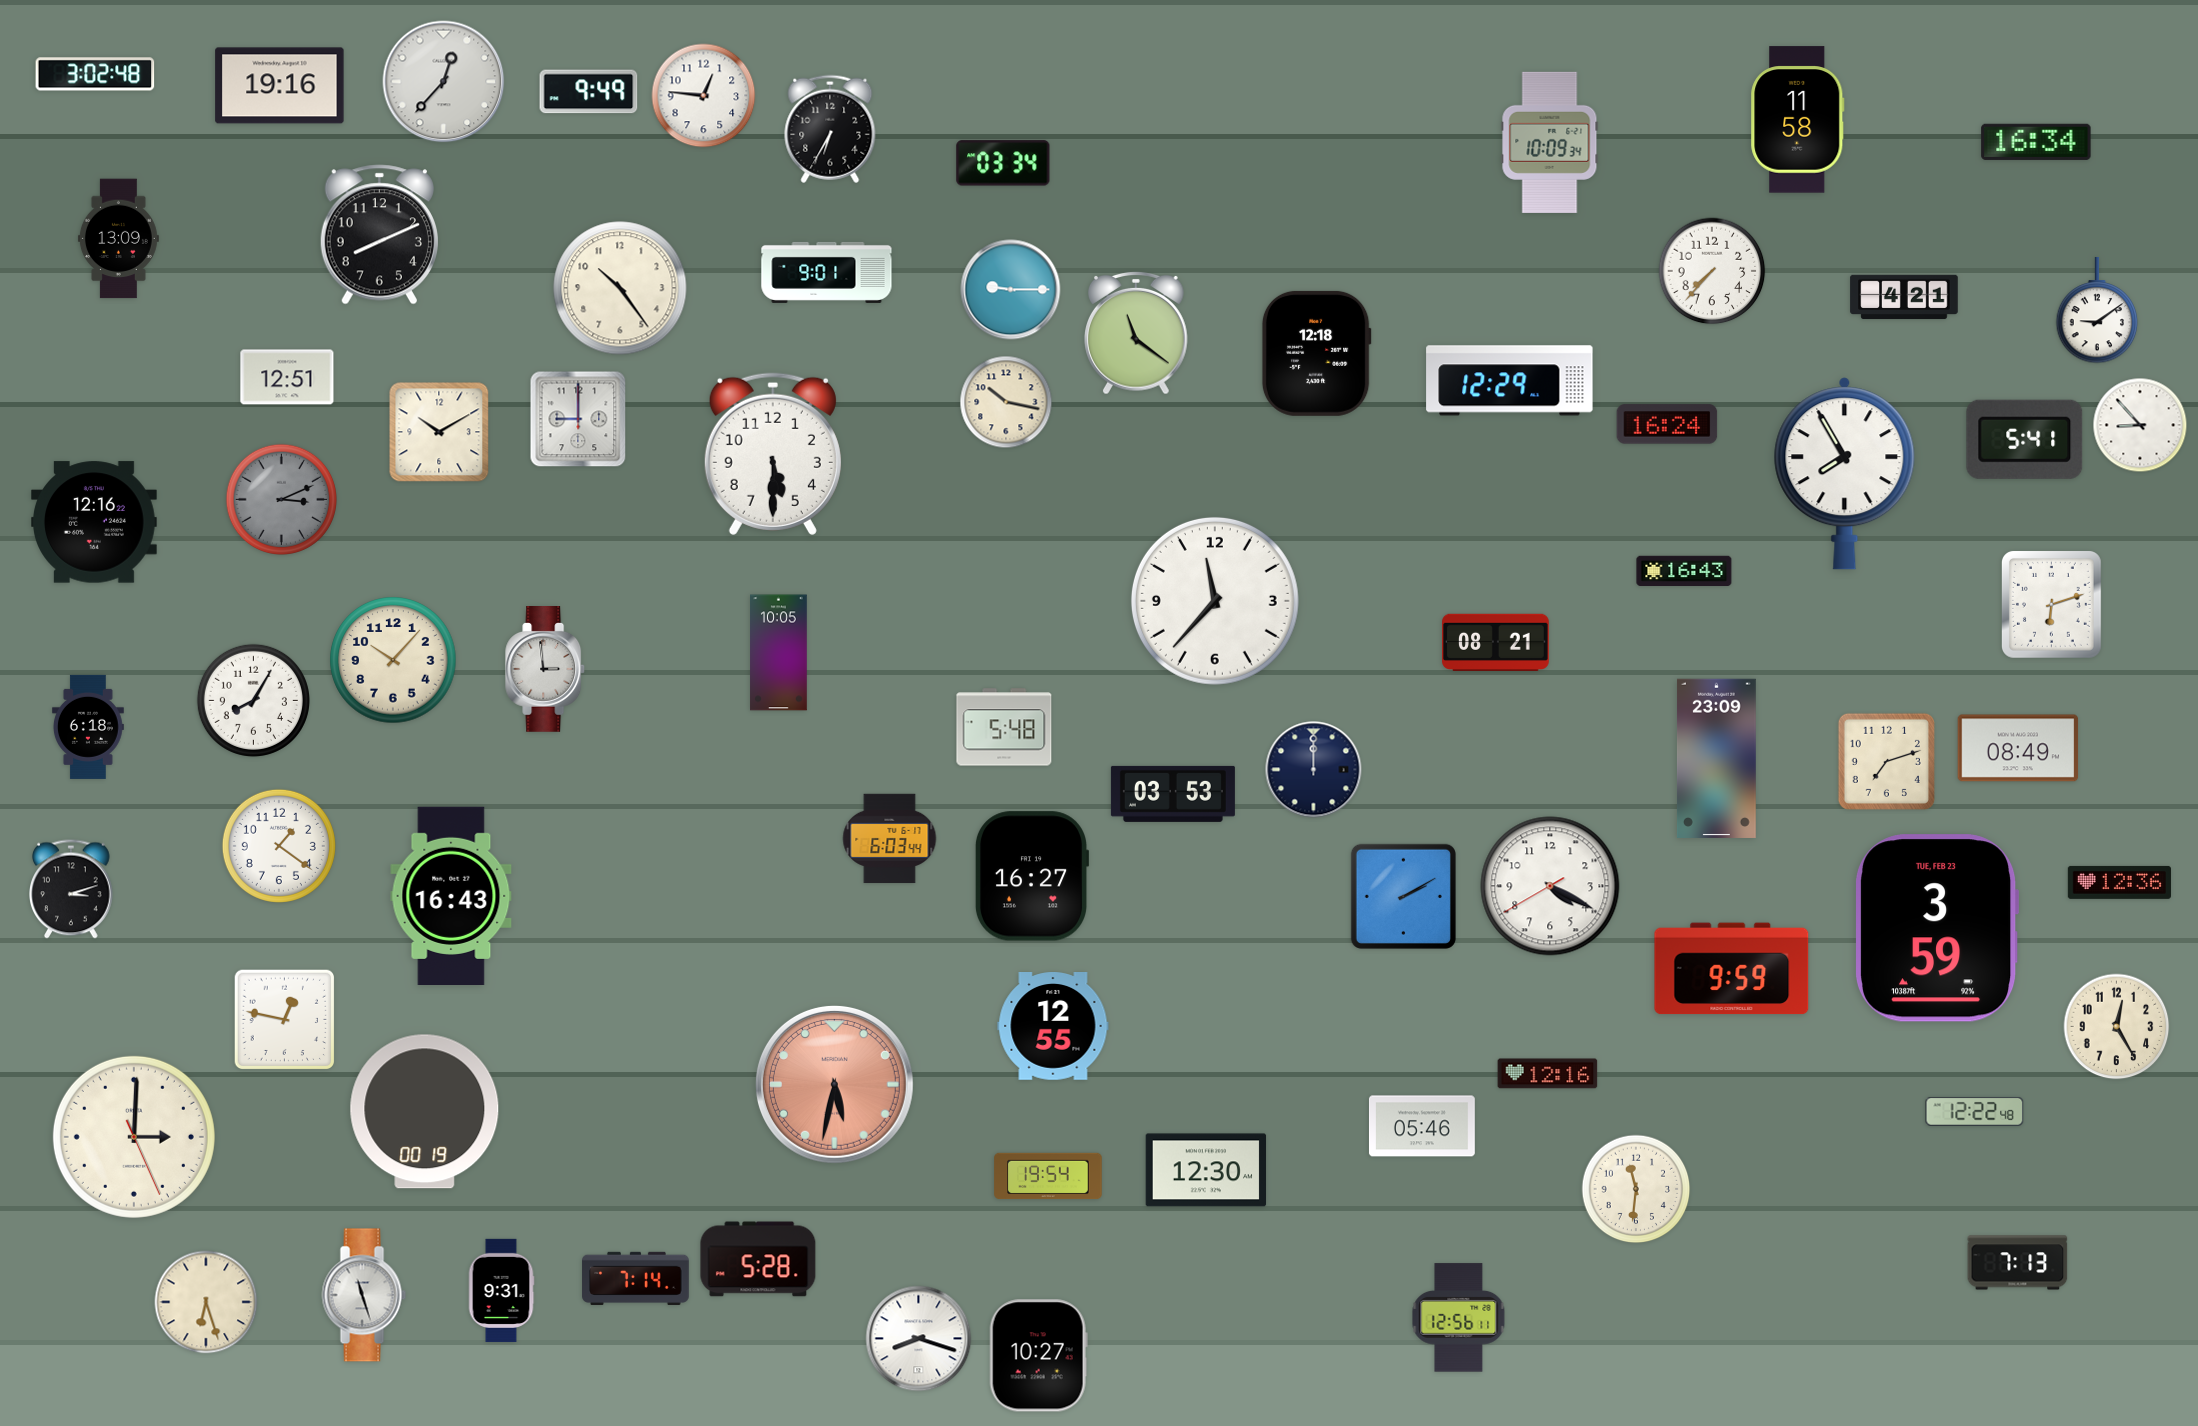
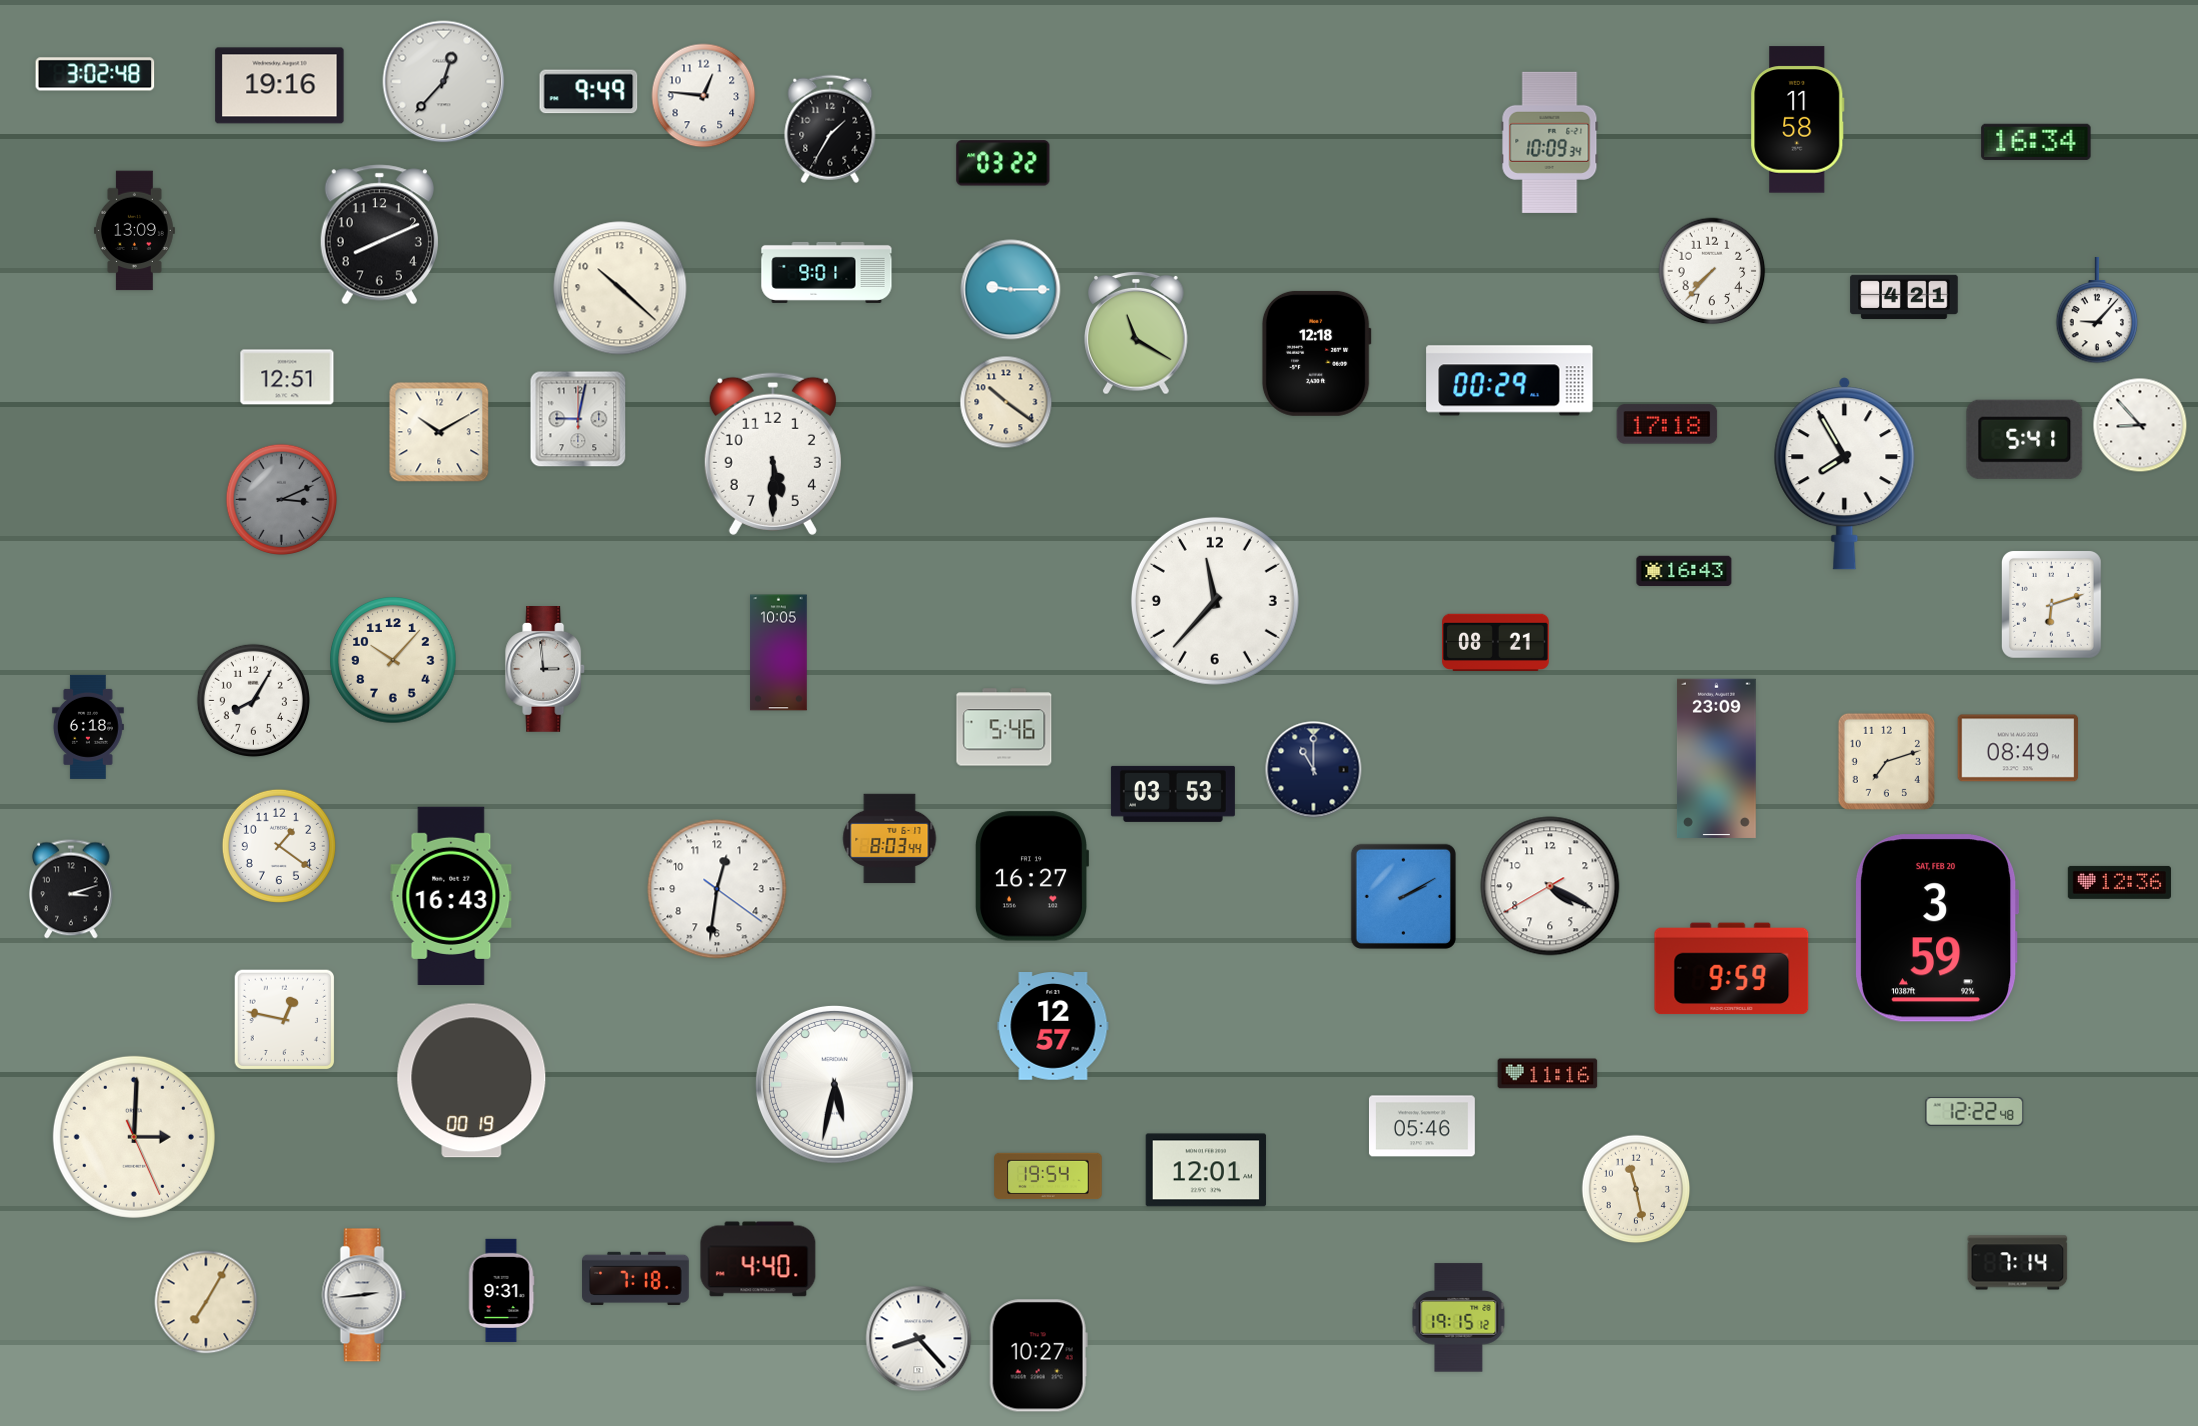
clock at (830, 129): 6:35 -> 1:35
clock at (1003, 163): 03:34 -> 03:22
clock at (118, 239) position: (118, 239) -> (134, 231)
clock at (620, 288): 10:24 -> 10:22
clock at (2097, 310): 9:09 -> 9:07
clock at (1137, 333): 11:21 -> 11:20
clock at (1510, 381): 12:29 -> 00:29
clock at (1006, 402): 10:17 -> 10:21
clock at (578, 419): 9:00 -> 9:02
clock at (1667, 424): 16:24 -> 17:18
clock at (95, 522): 12:16 -> none
clock at (1004, 727): 5:48 -> 5:46
clock at (1314, 770): 12:00 -> 11:00
clock at (890, 839): 6:03 -> 8:03
clock at (717, 889): none -> 12:31
clock at (1938, 928) date: TUE, FEB 23 -> SAT, FEB 20
clock at (1053, 1026): 12:55 -> 12:57
clock at (2117, 1027): 12:25 -> none
clock at (1548, 1074): 12:16 -> 11:16
clock at (834, 1084) dial: salmon -> white
clock at (425, 1112) position: (425, 1112) -> (472, 1081)
clock at (1206, 1170): 12:30 -> 12:01
clock at (1636, 1189): 11:31 -> 11:28
clock at (758, 1259): 5:28 -> 4:40
clock at (2018, 1263): 7:13 -> 7:14
clock at (636, 1278): 7:14 -> 7:18
clock at (364, 1295): 11:27 -> 2:44
clock at (206, 1302): 6:27 -> 7:05
clock at (1459, 1318): 12:56 -> 19:15
clock at (919, 1339): 8:18 -> 8:23
